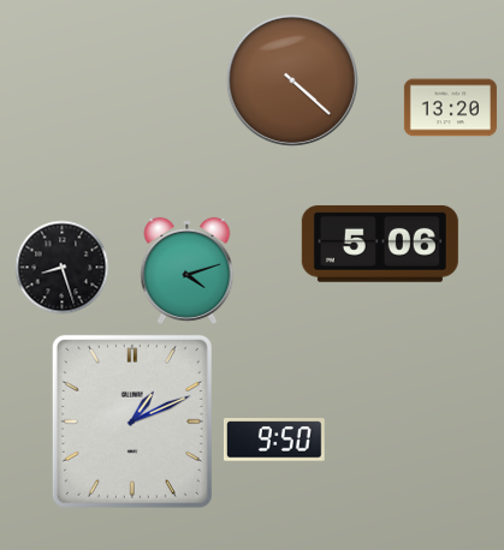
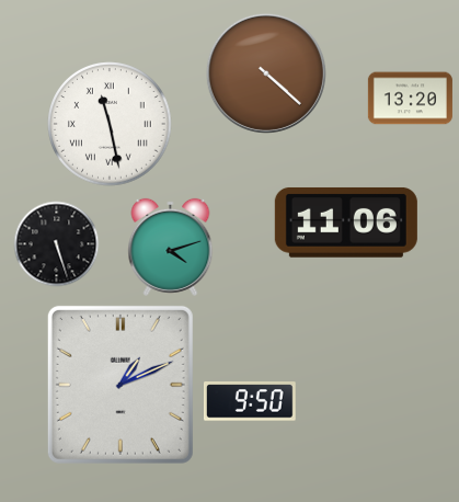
clock at (110, 124): none -> 11:28
clock at (380, 244): 5:06 -> 11:06
clock at (61, 267): 8:27 -> 5:27
